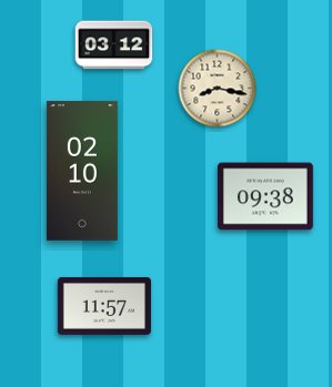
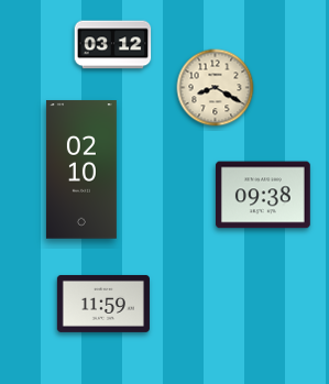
clock at (218, 89): 8:17 -> 8:20
clock at (104, 306): 11:57 -> 11:59
